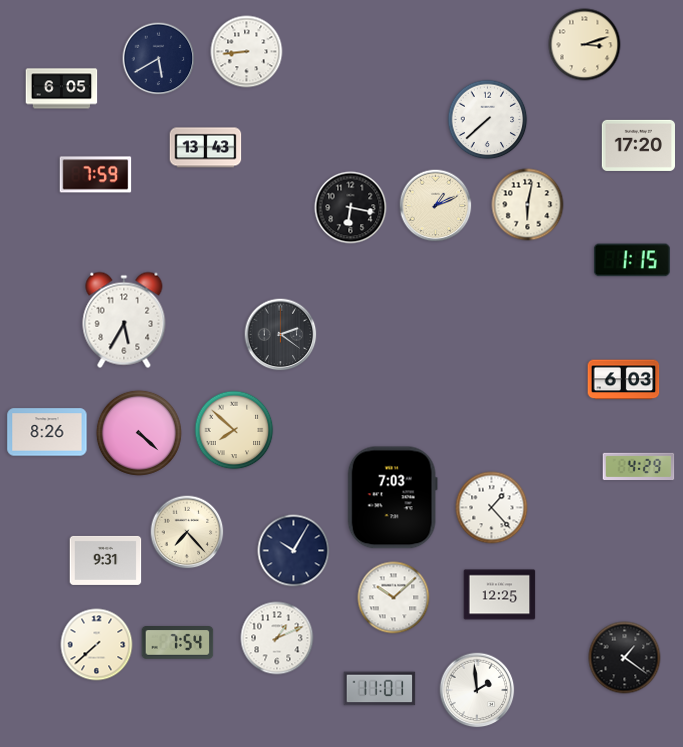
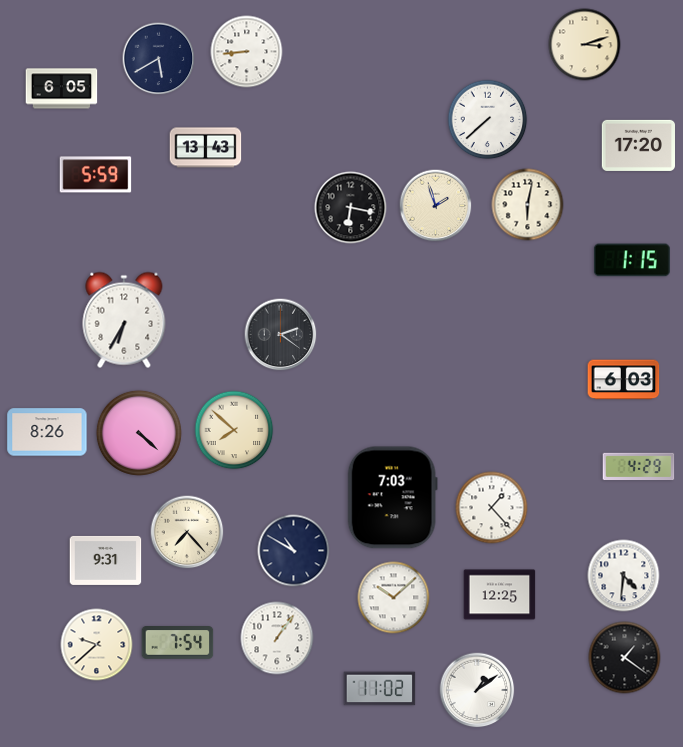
clock at (96, 175): 7:59 -> 5:59
clock at (436, 206): 1:11 -> 1:57
clock at (124, 320): 5:35 -> 6:35
clock at (294, 551): 10:05 -> 10:50
clock at (624, 576): none -> 4:31
clock at (277, 638): 1:11 -> 1:06
clock at (97, 645): 7:38 -> 9:38
clock at (380, 689): 11:01 -> 11:02
clock at (477, 690): 1:59 -> 1:09
